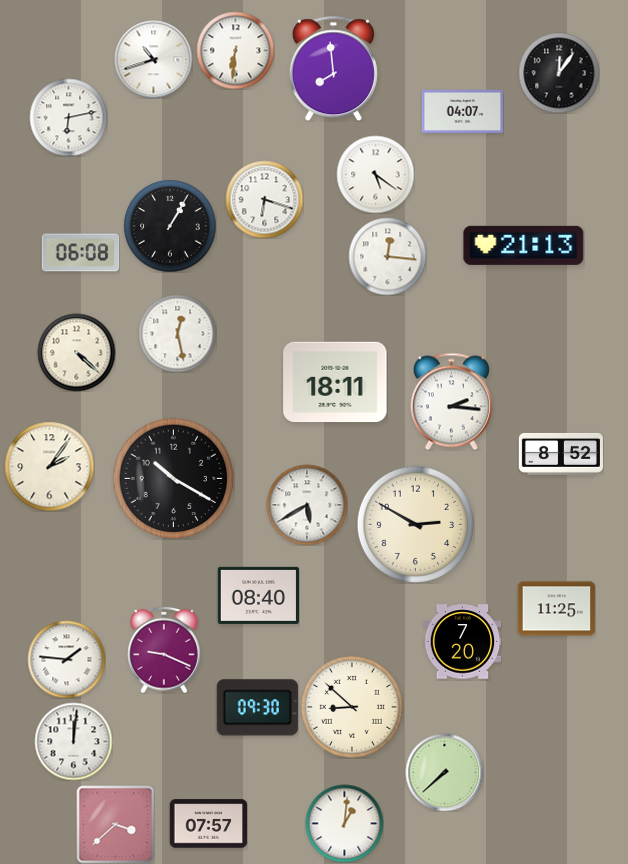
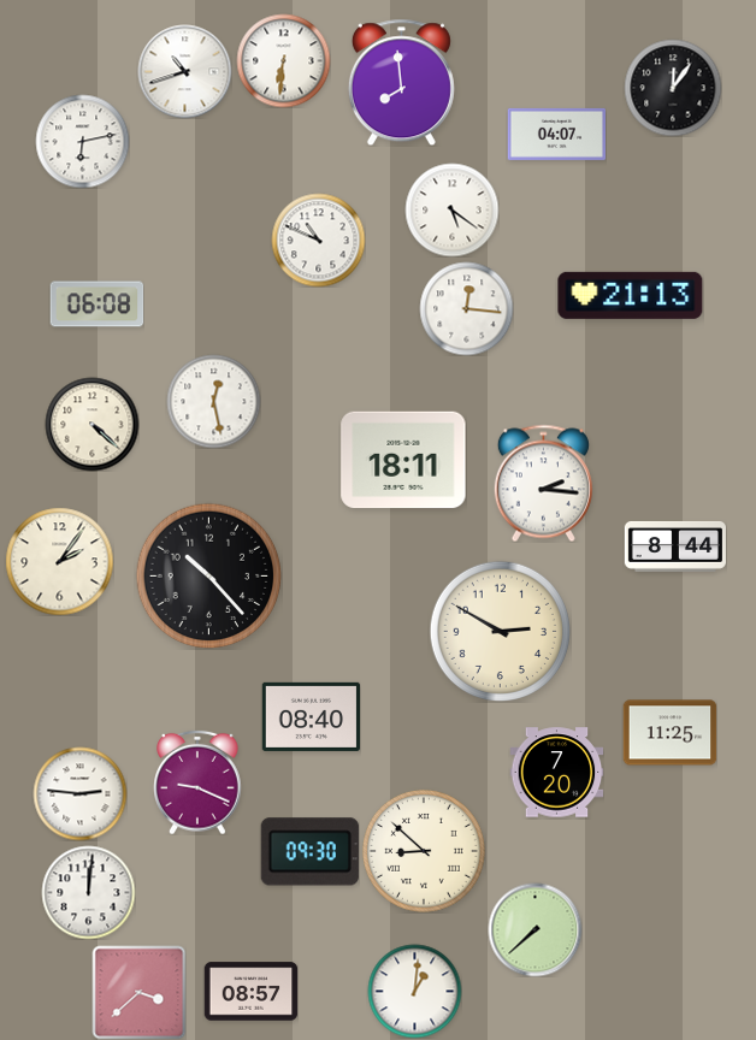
clock at (264, 199): 6:18 -> 10:49
clock at (170, 226): 1:05 -> none
clock at (561, 454): 8:52 -> 8:44
clock at (173, 478): 10:20 -> 10:23
clock at (307, 505): 5:40 -> none
clock at (66, 659): 1:46 -> 2:46
clock at (208, 824): 07:57 -> 08:57
